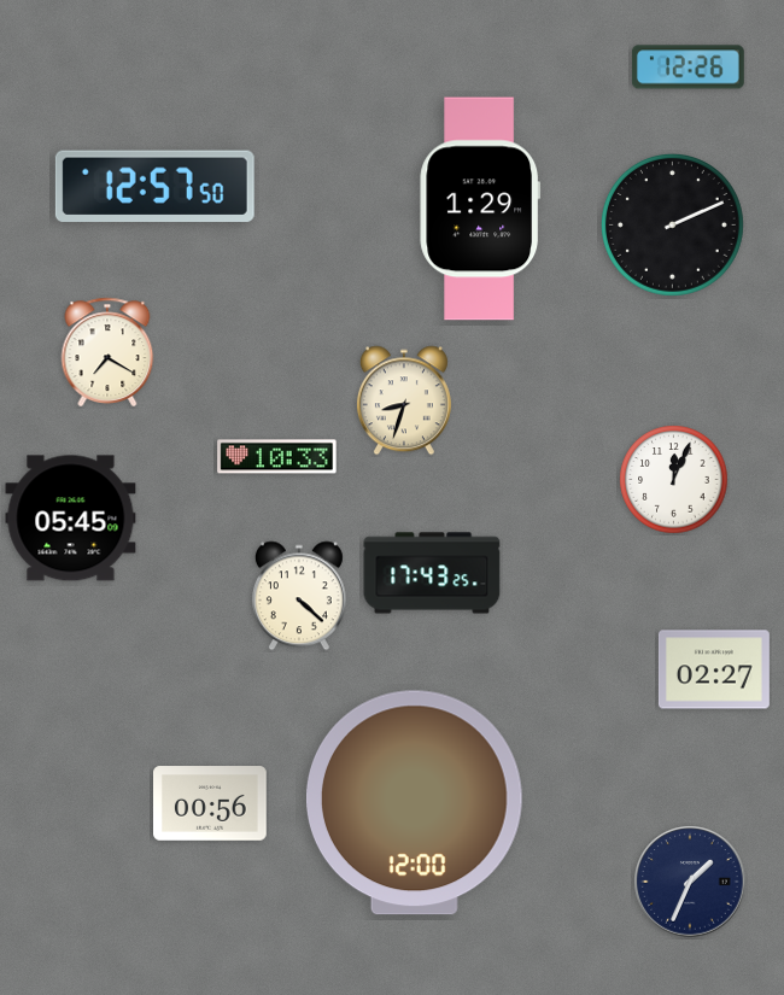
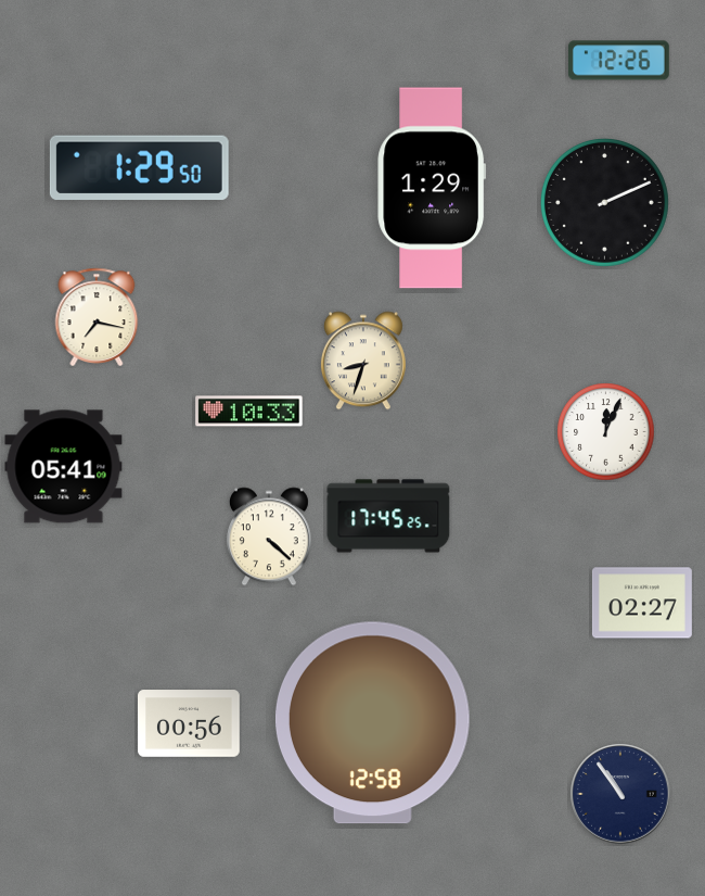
clock at (154, 187): 12:57 -> 1:29
clock at (107, 351): 7:20 -> 7:17
clock at (71, 519): 05:45 -> 05:41
clock at (432, 573): 17:43 -> 17:45
clock at (414, 803): 12:00 -> 12:58
clock at (690, 882): 1:34 -> 10:54
